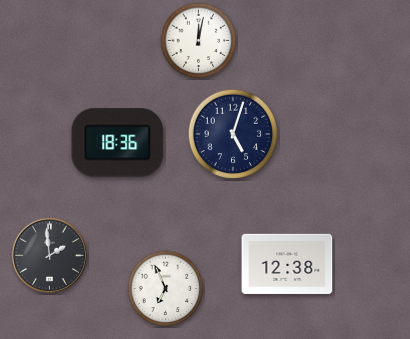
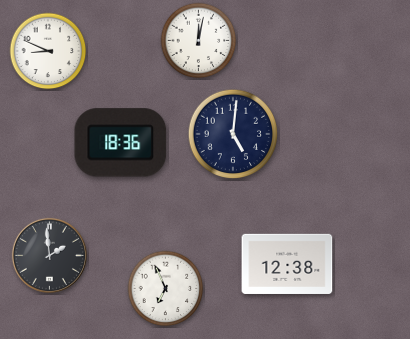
clock at (48, 51): none -> 8:49
clock at (233, 134): 5:03 -> 5:01
clock at (118, 143) position: (118, 143) -> (121, 143)
